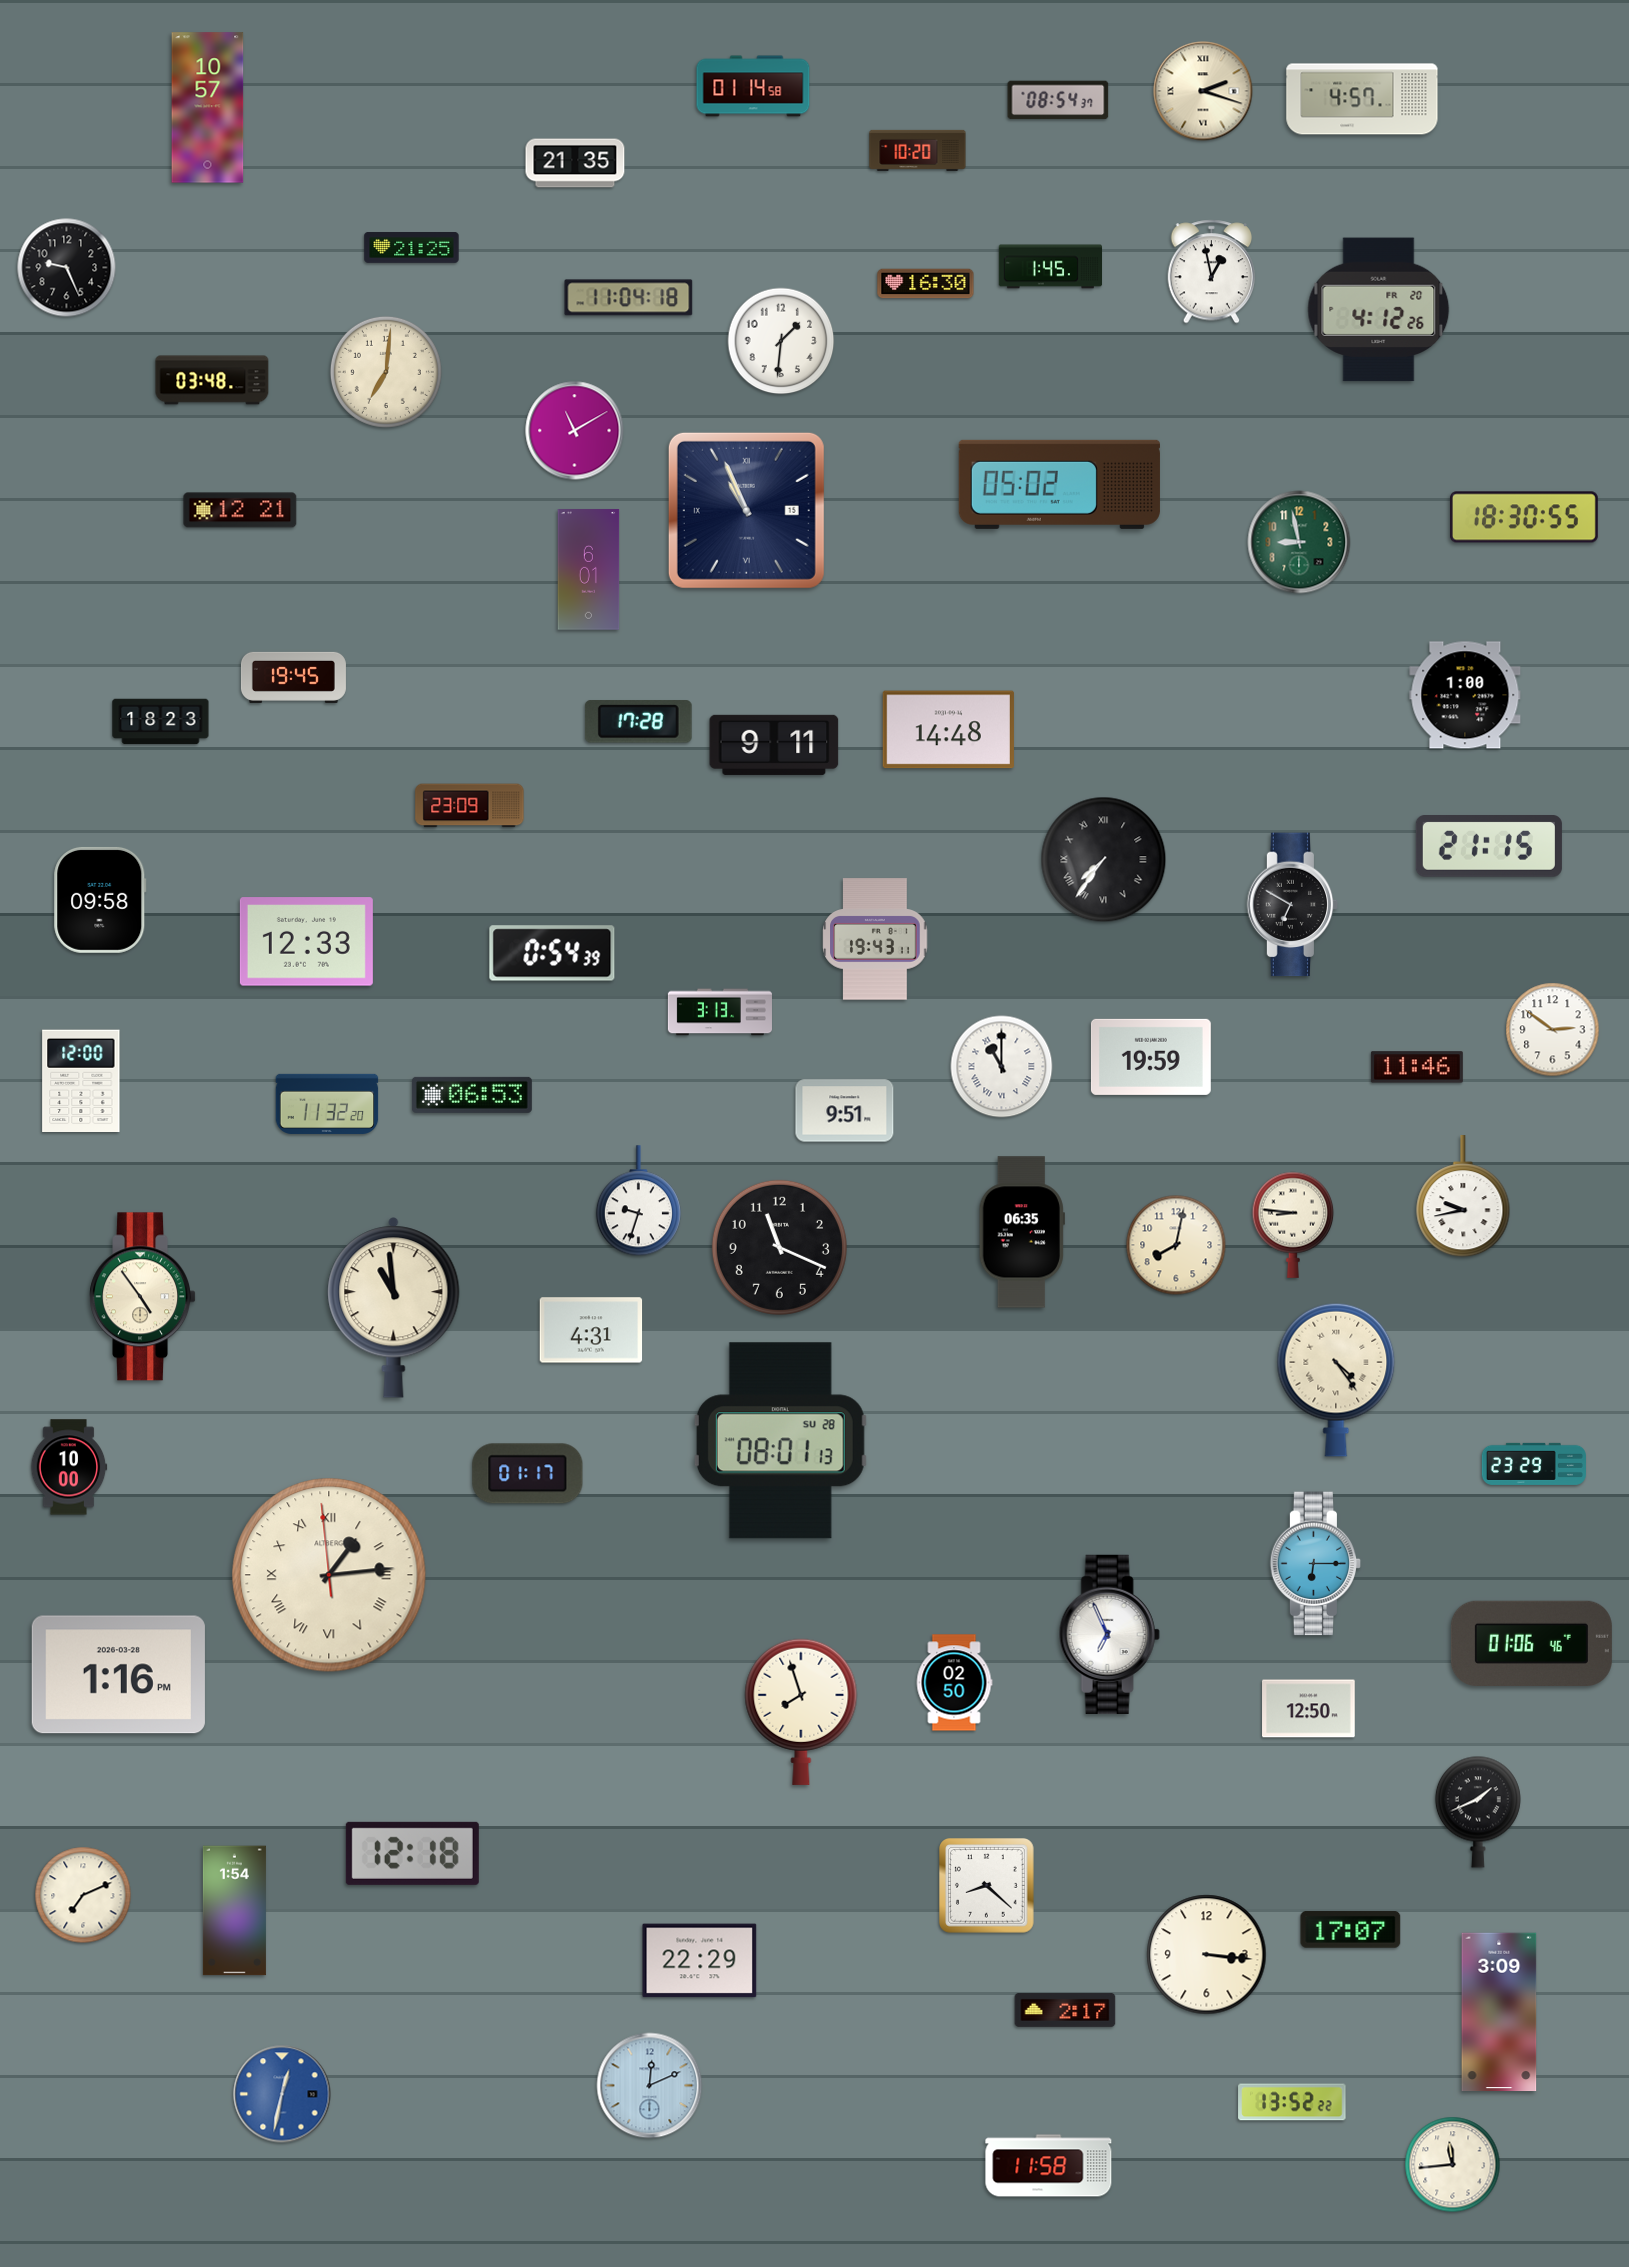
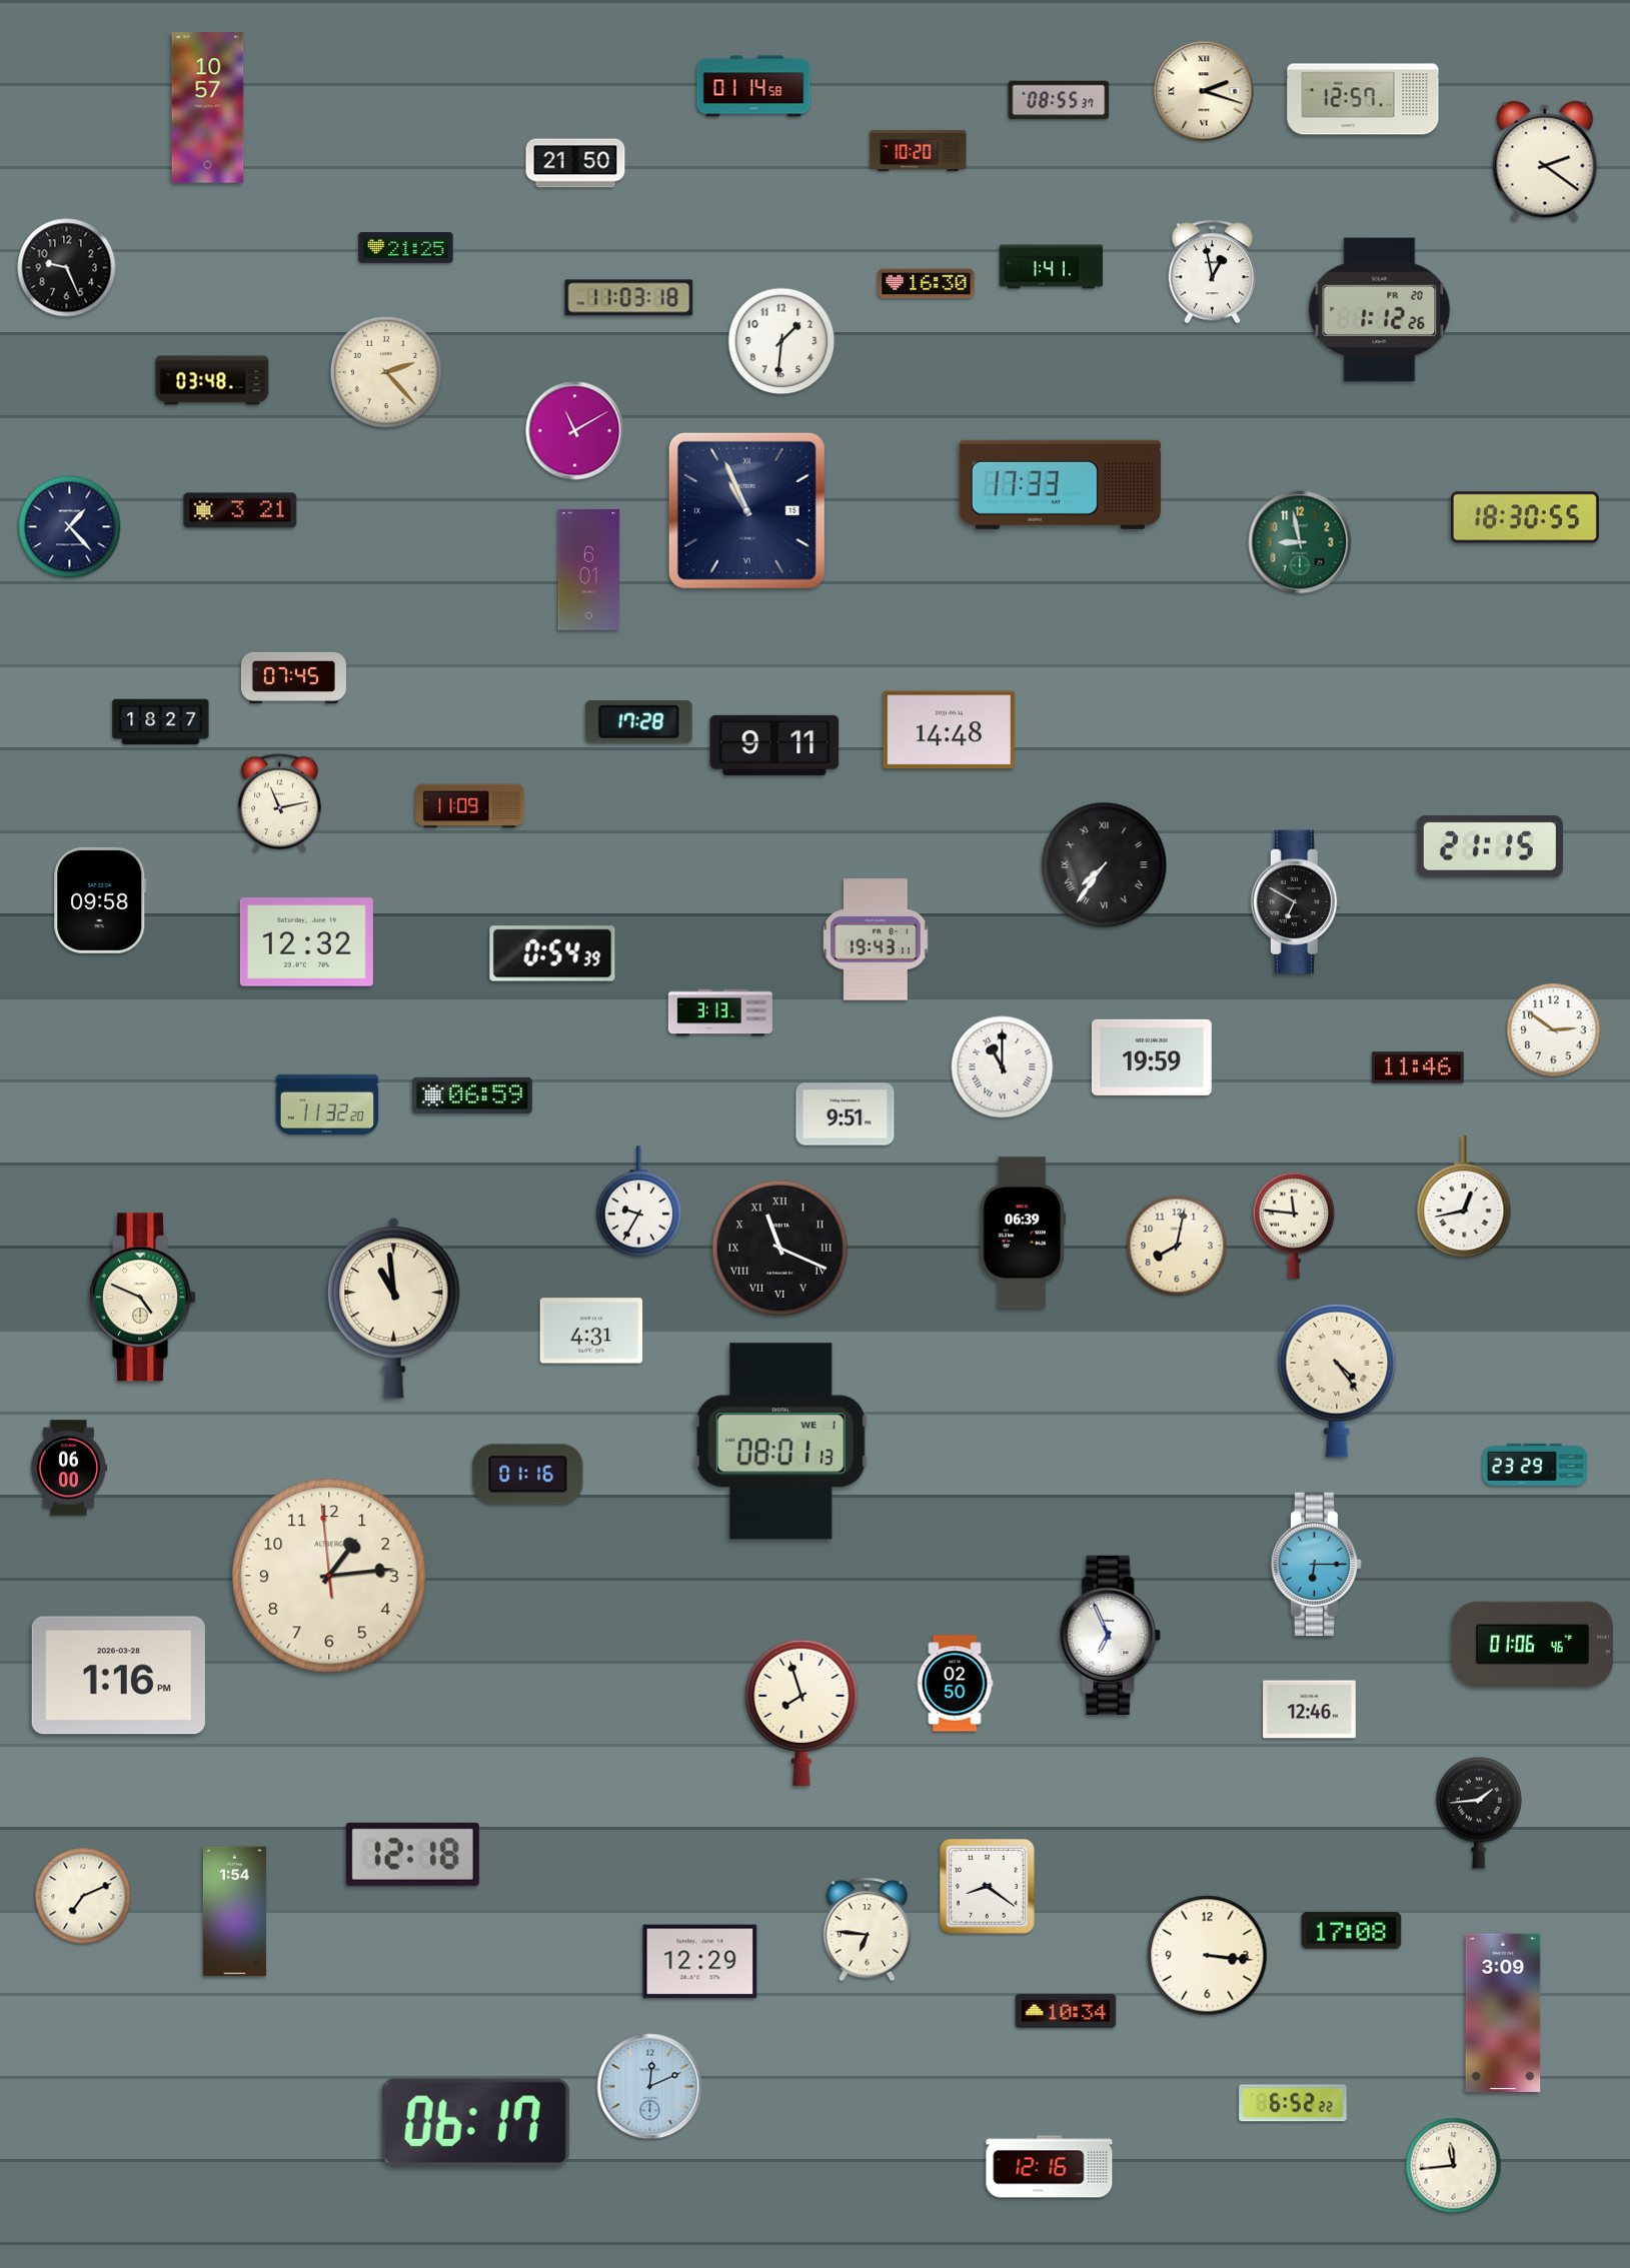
clock at (1362, 99): 4:57 -> 12:57
clock at (1058, 100): 08:54 -> 08:55
clock at (1545, 161): none -> 2:21
clock at (575, 163): 21:35 -> 21:50
clock at (412, 248) position: (412, 248) -> (406, 248)
clock at (1051, 267): 1:45 -> 1:41
clock at (629, 298): 11:04 -> 11:03
clock at (1379, 310): 4:12 -> 1:12
clock at (386, 372): 7:01 -> 2:23
clock at (1059, 484): 05:02 -> 17:33
clock at (240, 510): 12:21 -> 3:21
clock at (70, 527): none -> 1:23
clock at (293, 677): 19:45 -> 07:45
clock at (1465, 695): 1:00 -> none
clock at (161, 722): 18:23 -> 18:27
clock at (279, 803): none -> 11:13
clock at (470, 806): 23:09 -> 11:09
clock at (1104, 860) position: (1104, 860) -> (1105, 865)
clock at (1293, 905) position: (1293, 905) -> (1297, 902)
clock at (306, 942): 12:33 -> 12:32
clock at (81, 1081): 12:00 -> none
clock at (472, 1095): 06:53 -> 06:59
clock at (845, 1111) position: (845, 1111) -> (846, 1114)
clock at (1463, 1197): 9:43 -> 12:43
clock at (638, 1201): 9:33 -> 9:35
clock at (1293, 1225): 8:46 -> 11:46
clock at (1022, 1232): 06:35 -> 06:39
clock at (779, 1247) numerals: Arabic -> Roman
clock at (143, 1297): 4:54 -> 4:49
clock at (780, 1441) date: SU 28 -> WE 1
clock at (69, 1467): 10:00 -> 06:00
clock at (528, 1474): 01:17 -> 01:16
clock at (329, 1575) numerals: Roman -> Arabic
clock at (1309, 1709): 12:50 -> 12:46
clock at (1478, 1812): 1:41 -> 1:44
clock at (987, 1886): 8:22 -> 8:21
clock at (868, 1930): none -> 6:46
clock at (1351, 1930): 17:07 -> 17:08
clock at (700, 1961): 22:29 -> 12:29
clock at (1065, 2010): 2:17 -> 10:34
clock at (1499, 2012) position: (1499, 2012) -> (1503, 2013)
clock at (282, 2094): 12:32 -> none
clock at (1292, 2102): 13:52 -> 6:52
clock at (475, 2122): none -> 06:17
clock at (1049, 2166): 11:58 -> 12:16
